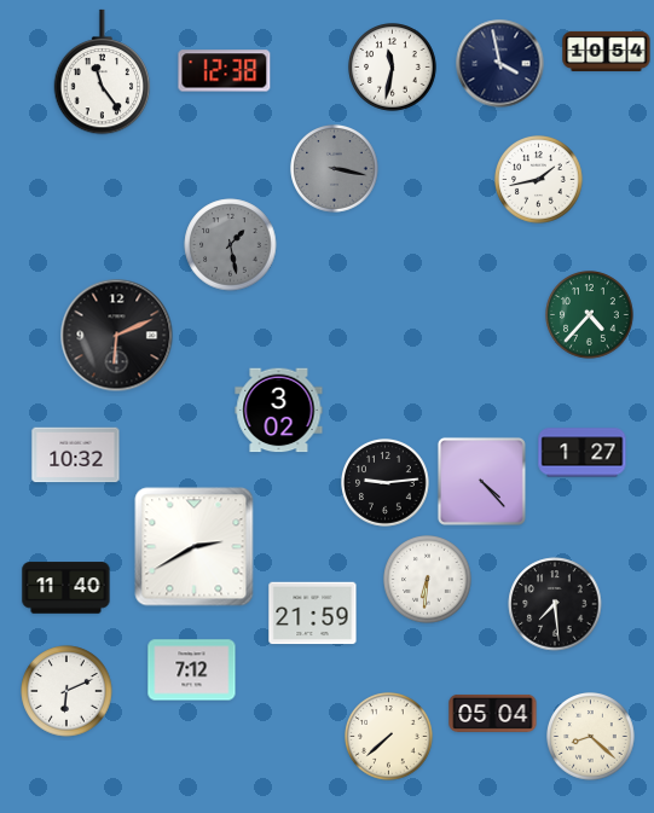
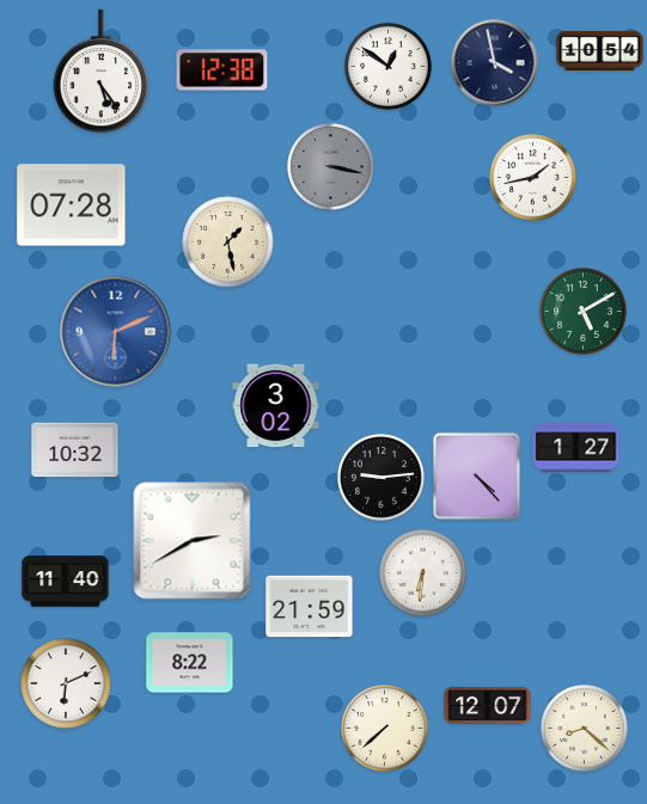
clock at (393, 68): 11:32 -> 12:51
clock at (103, 72): 11:24 -> 5:24
clock at (72, 205): none -> 07:28
clock at (231, 245) dial: grey -> cream
clock at (590, 315): 4:37 -> 5:10
clock at (117, 336) dial: black -> blue
clock at (555, 604): 7:29 -> none
clock at (192, 670): 7:12 -> 8:22
clock at (493, 713): 05:04 -> 12:07
